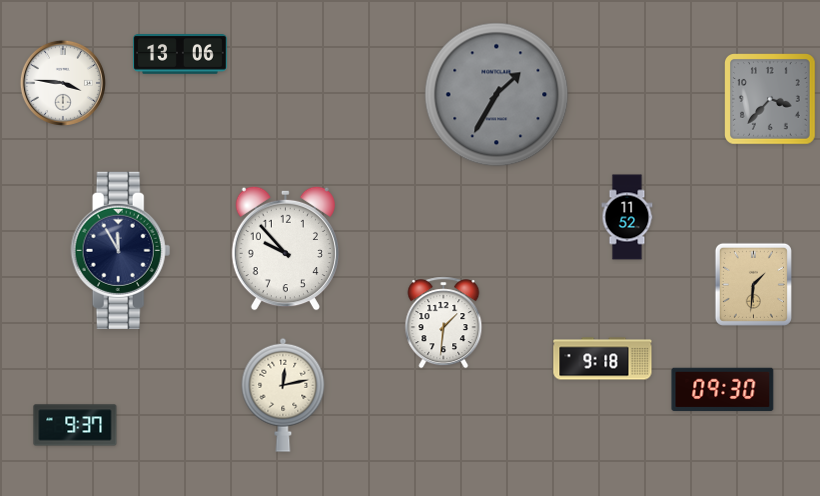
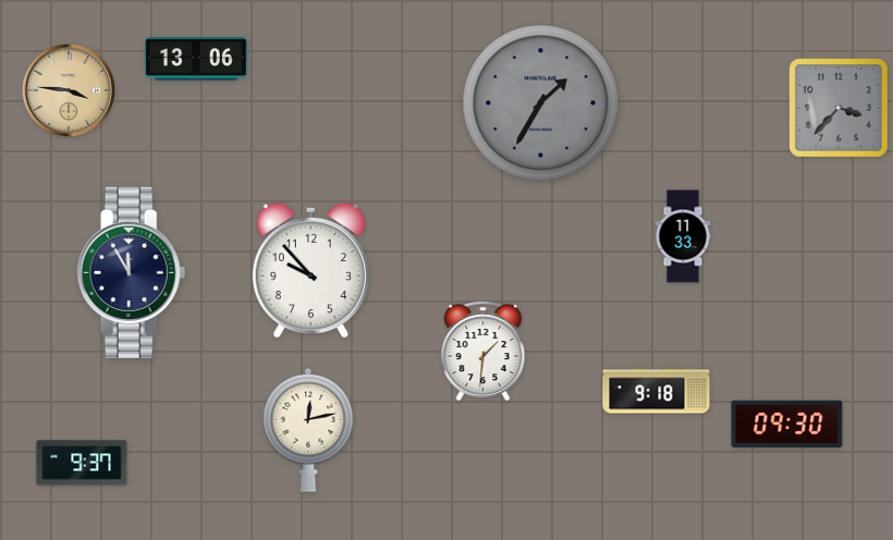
clock at (63, 83) dial: white -> champagne
clock at (627, 217): 11:52 -> 11:33
clock at (753, 284): 1:31 -> none
